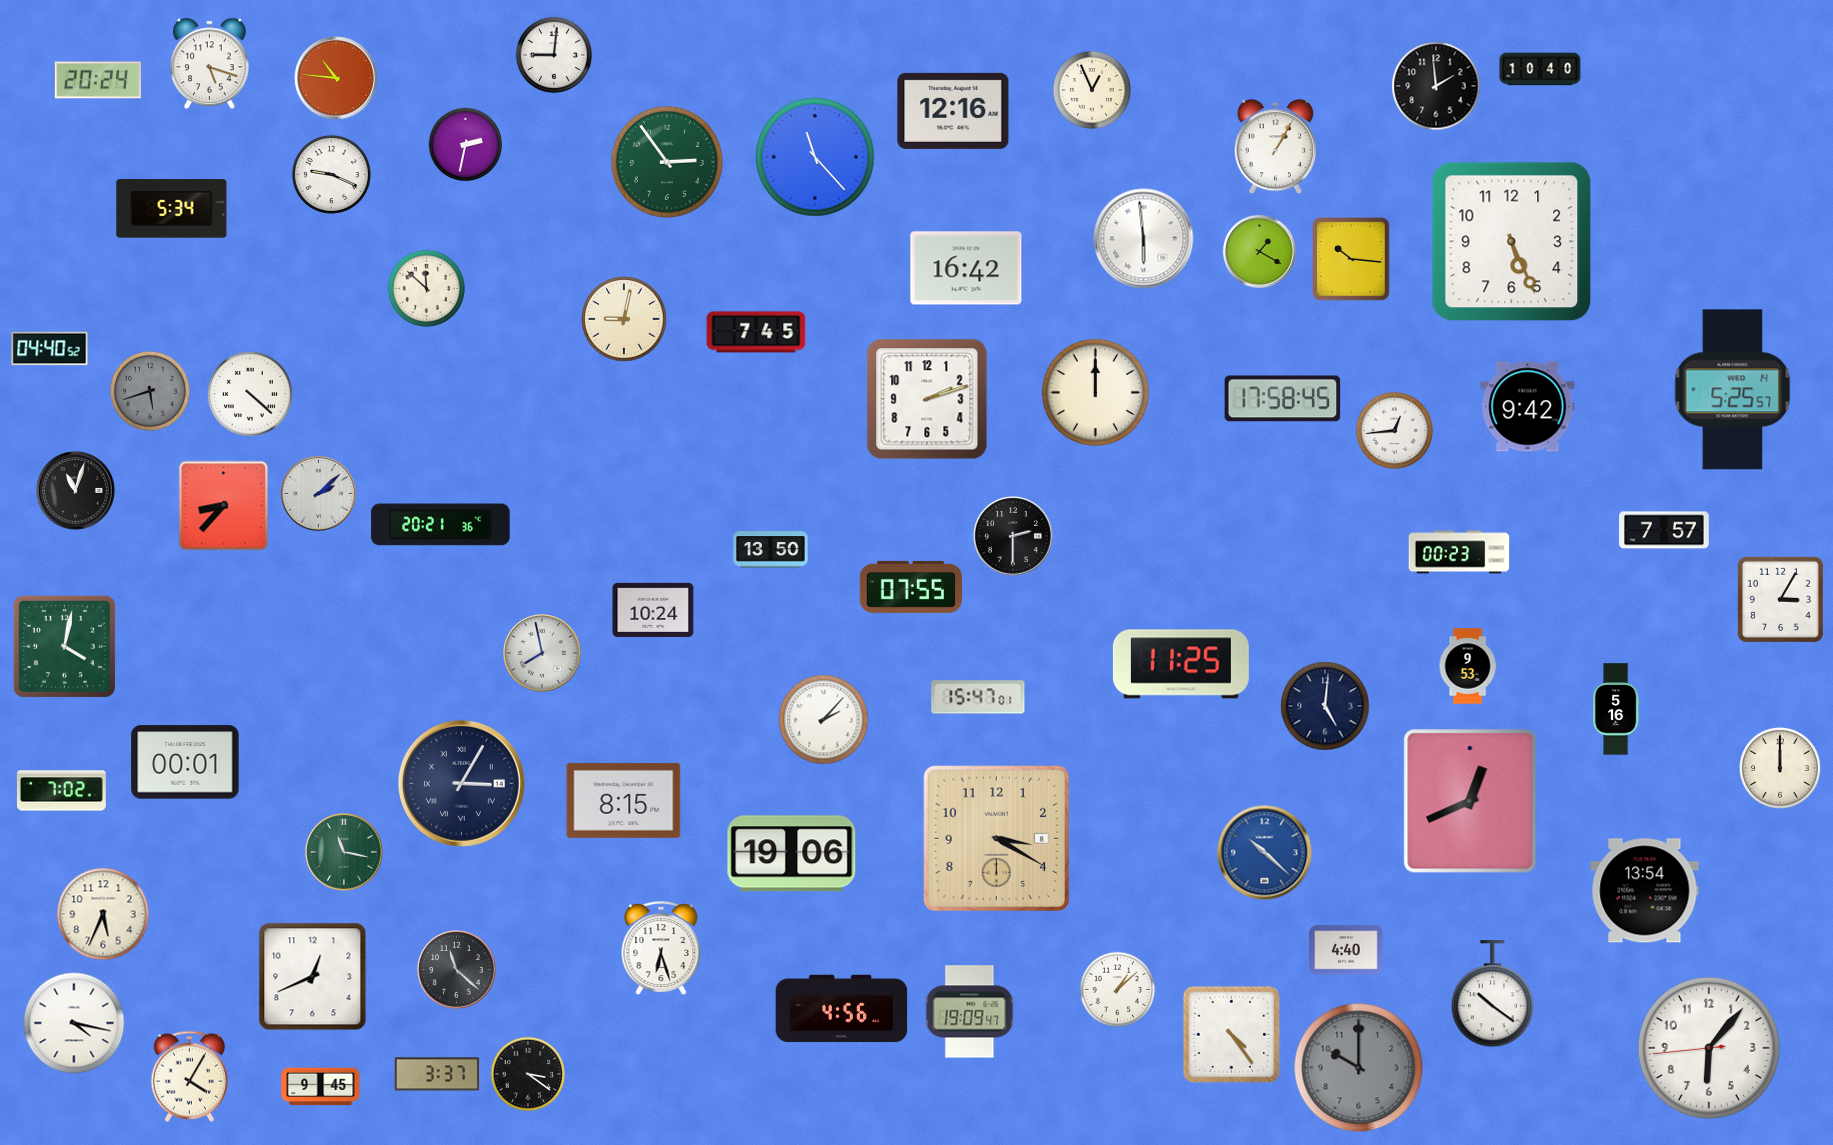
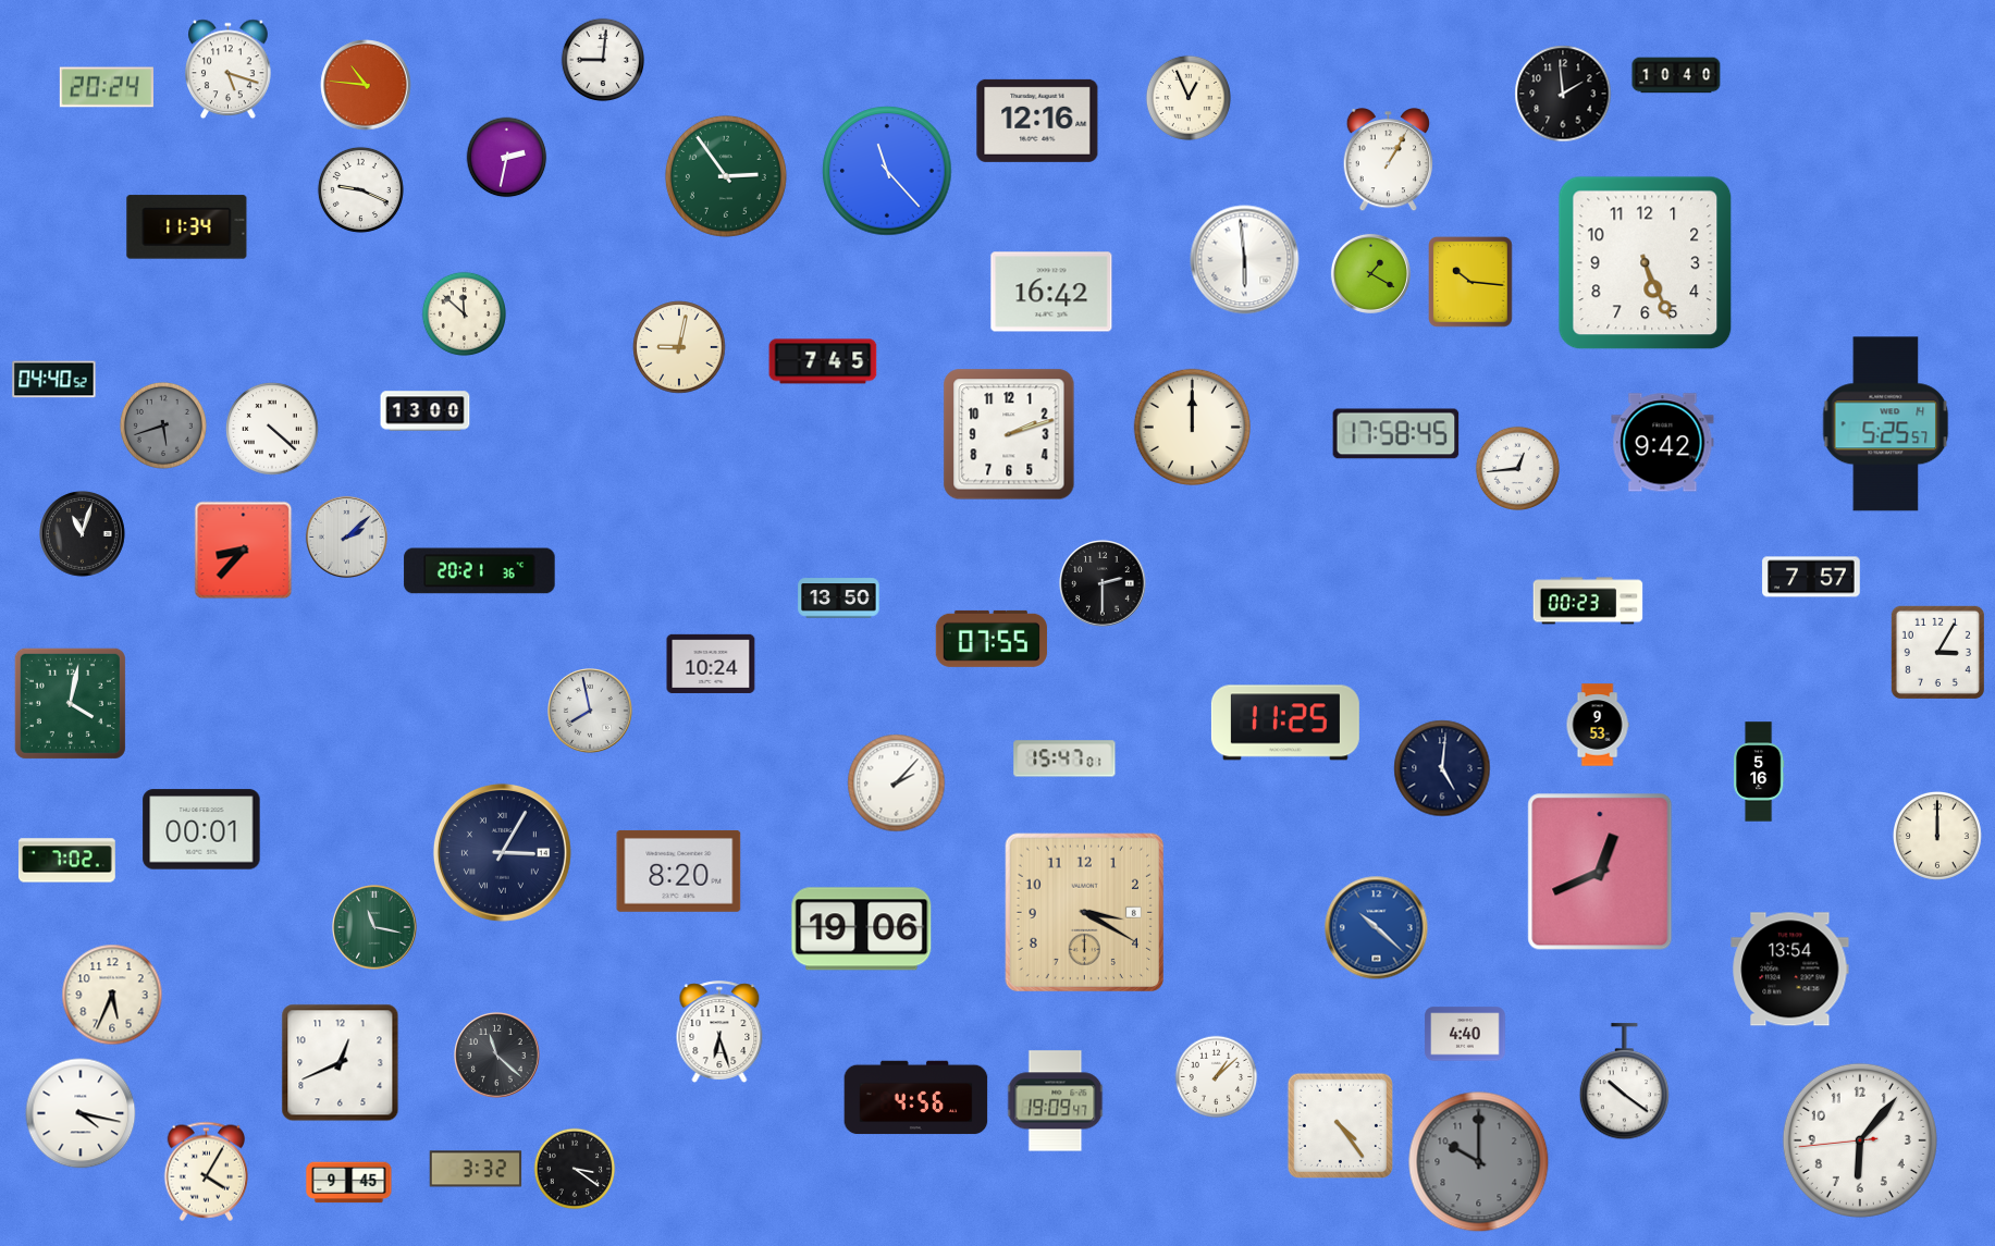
clock at (172, 209): 5:34 -> 11:34
clock at (426, 411): none -> 13:00
clock at (624, 800): 8:15 -> 8:20
clock at (437, 1074): 3:37 -> 3:32
